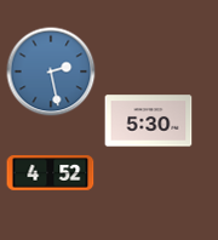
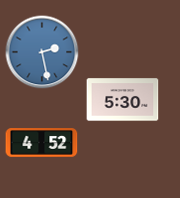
clock at (51, 72) position: (51, 72) -> (42, 52)
